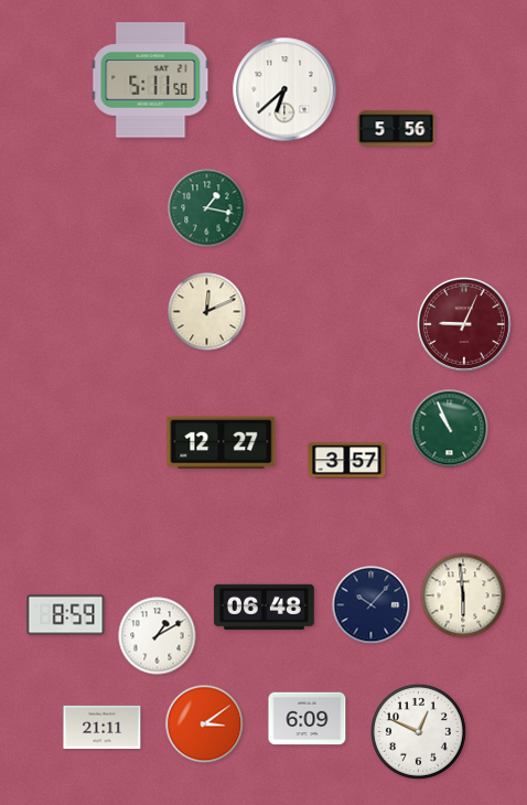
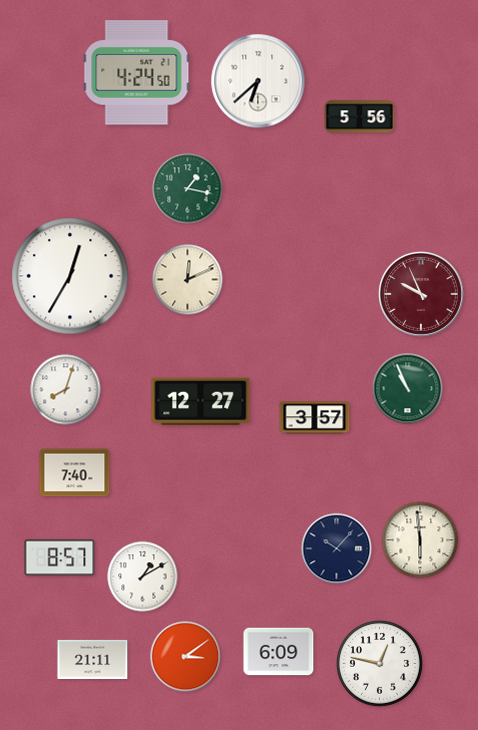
clock at (151, 80): 5:11 -> 4:24
clock at (70, 276): none -> 12:35
clock at (207, 312) position: (207, 312) -> (188, 280)
clock at (464, 324): 9:04 -> 9:56
clock at (66, 390): none -> 8:03
clock at (75, 473): none -> 7:40
clock at (263, 607): 06:48 -> none
clock at (66, 615): 8:59 -> 8:57
clock at (418, 731): 12:49 -> 12:47
